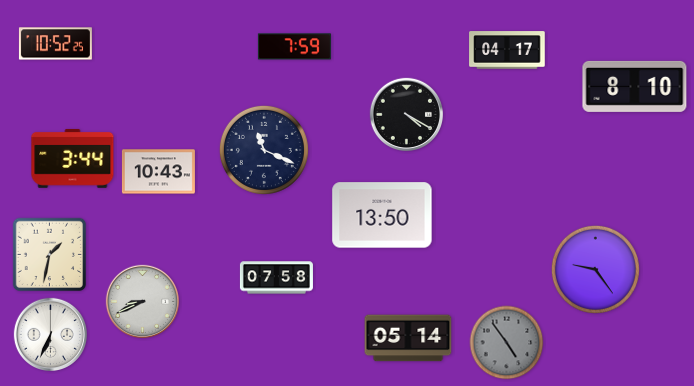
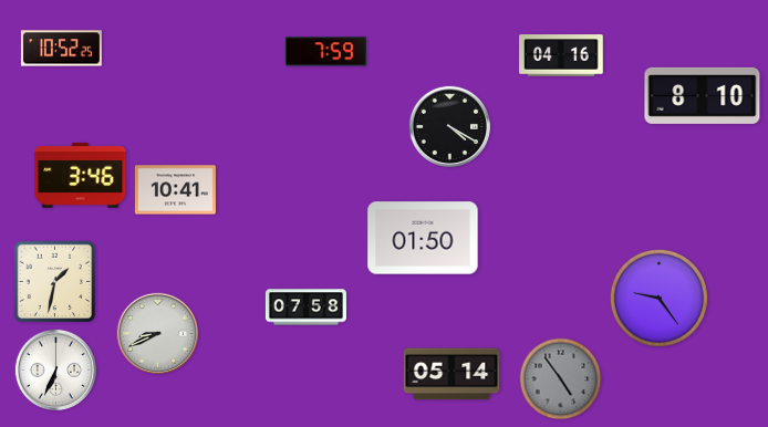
clock at (507, 50): 04:17 -> 04:16
clock at (264, 150): 11:19 -> none
clock at (73, 158): 3:44 -> 3:46
clock at (158, 172): 10:43 -> 10:41
clock at (382, 215): 13:50 -> 01:50
